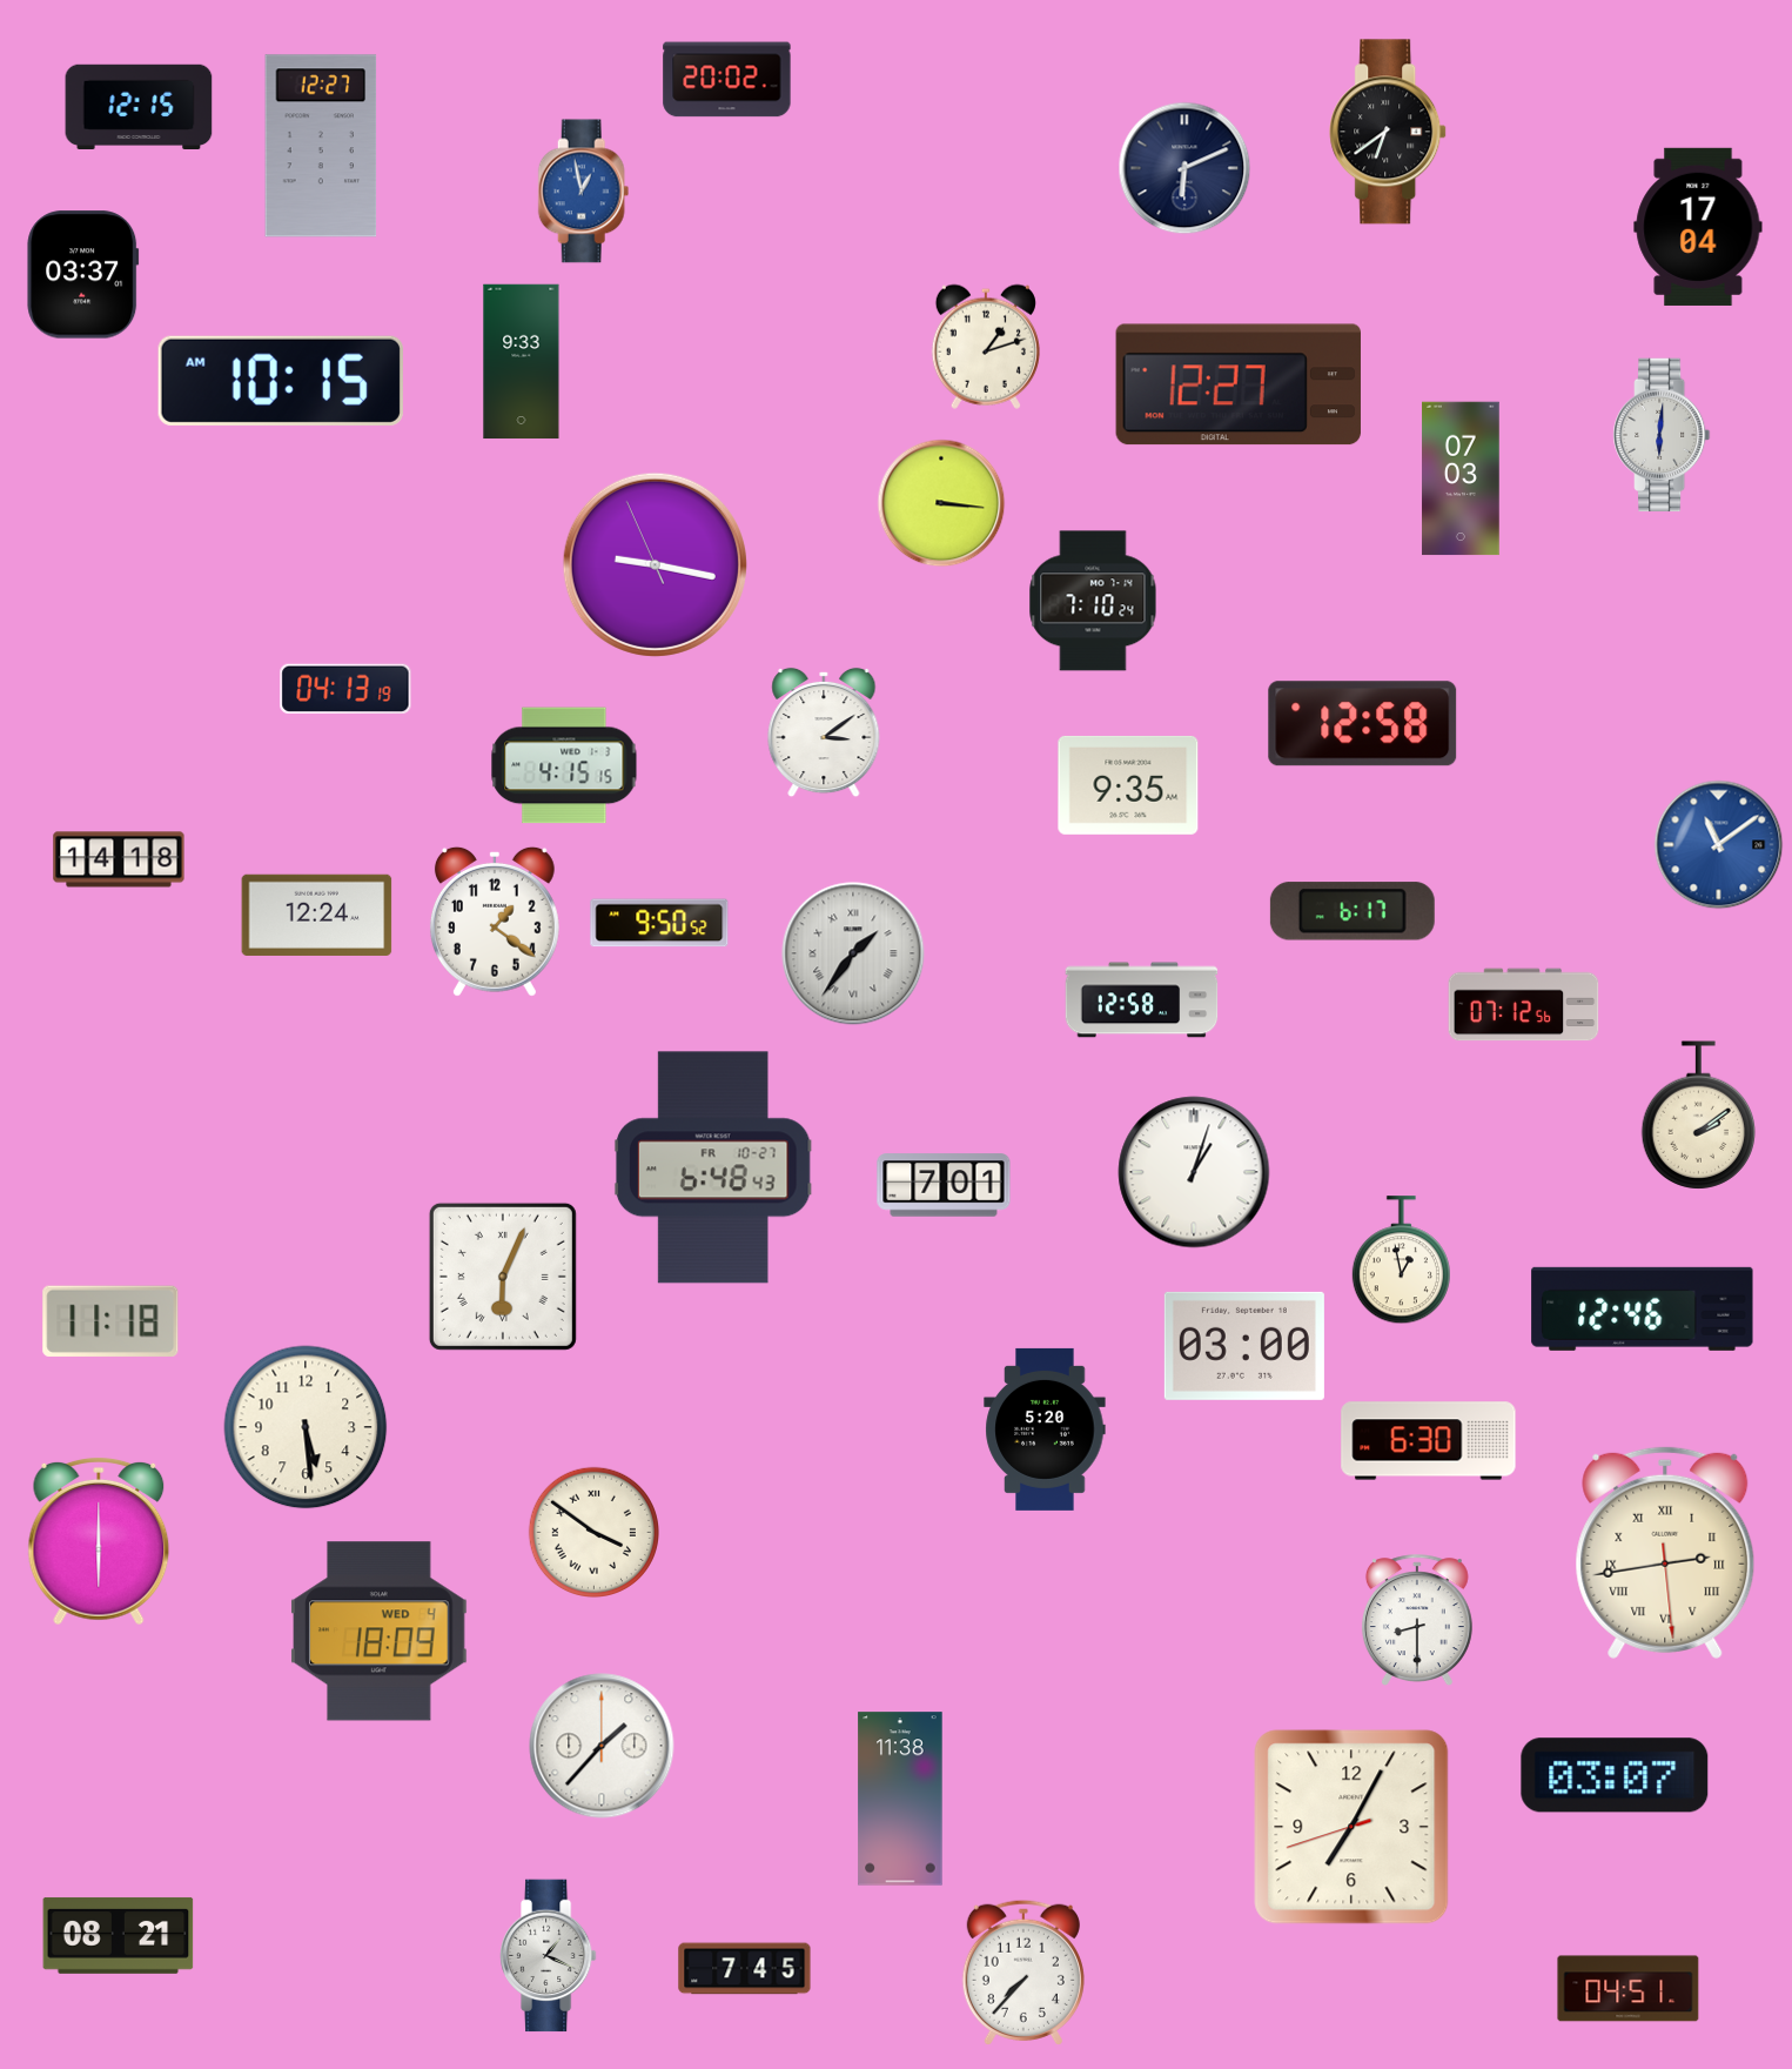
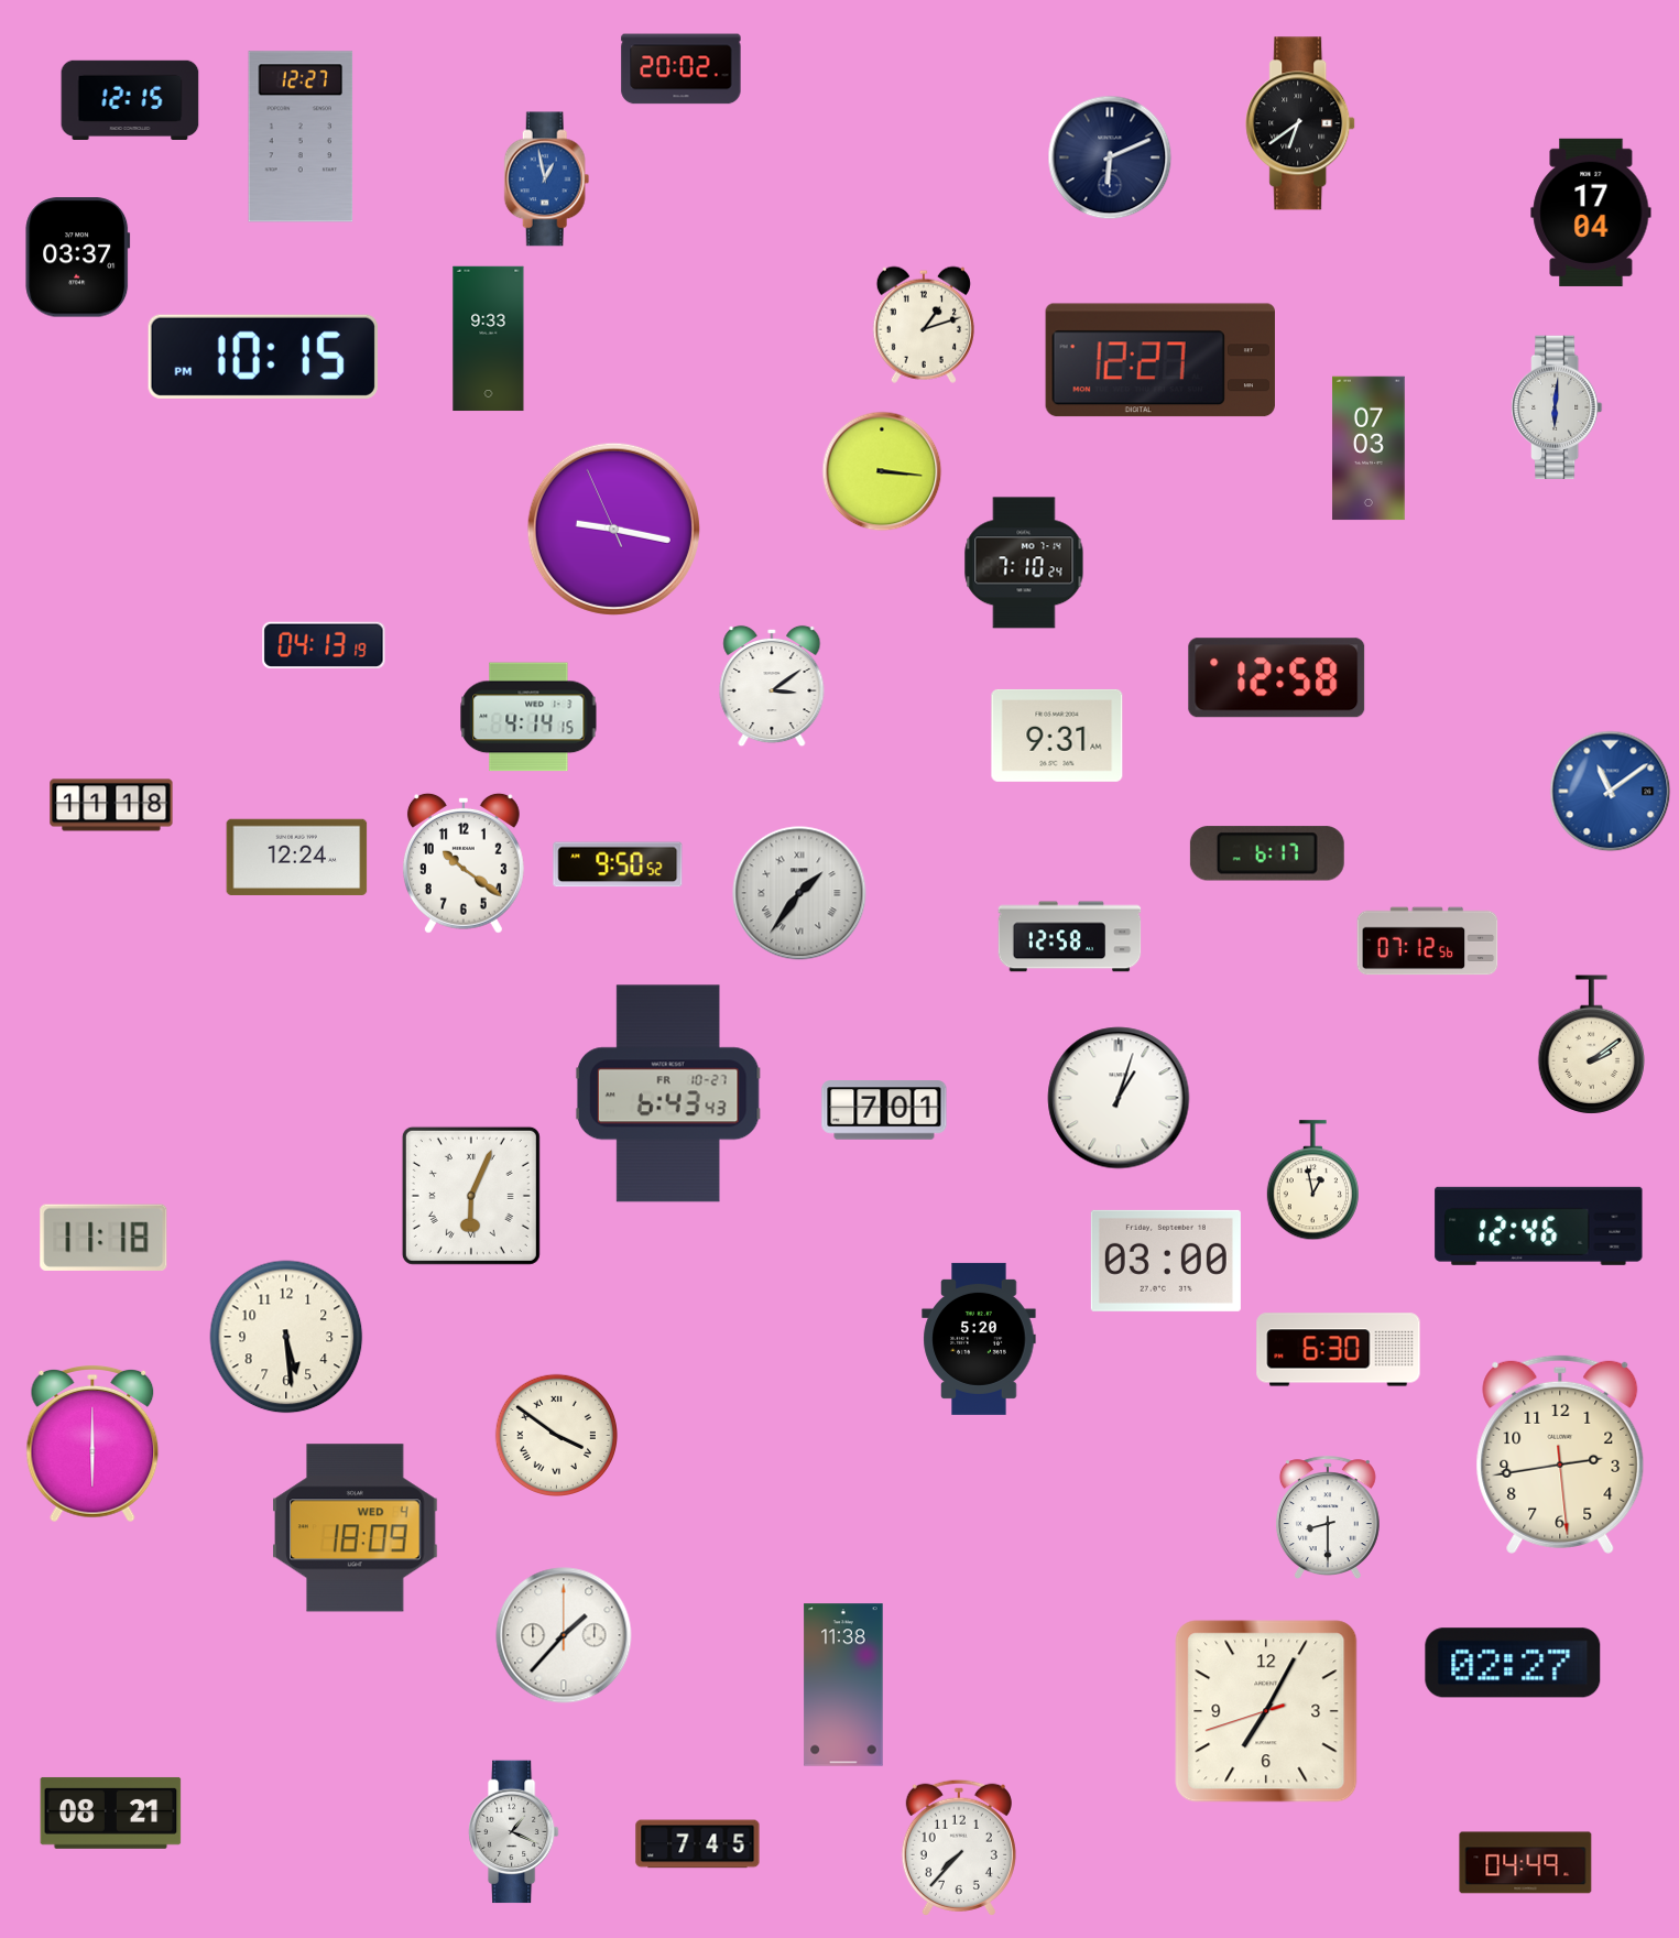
clock at (727, 80) position: (727, 80) -> (682, 69)
clock at (281, 381): 10:15 AM -> 10:15 PM
clock at (564, 765): 4:15 -> 4:14
clock at (1128, 785): 9:35 -> 9:31
clock at (119, 859): 14:18 -> 11:18
clock at (495, 922): 1:21 -> 10:21
clock at (713, 1167): 6:48 -> 6:43
clock at (1665, 1553) numerals: Roman -> Arabic
clock at (1615, 1775): 03:07 -> 02:27
clock at (1629, 1989): 04:51 -> 04:49
